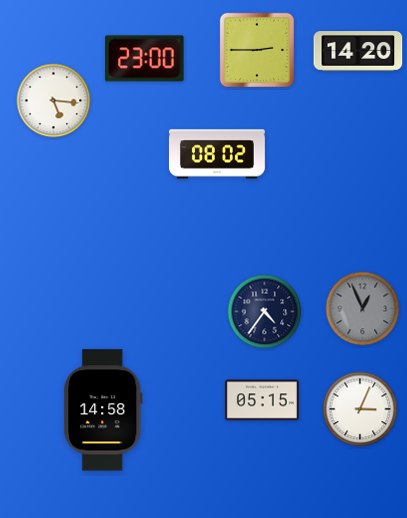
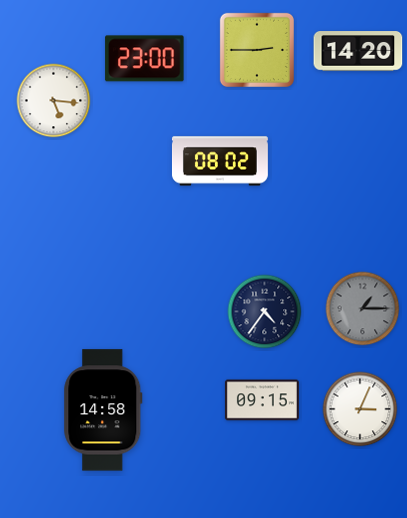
clock at (217, 154) position: (217, 154) -> (220, 161)
clock at (363, 309): 12:56 -> 1:15
clock at (262, 400): 05:15 -> 09:15
